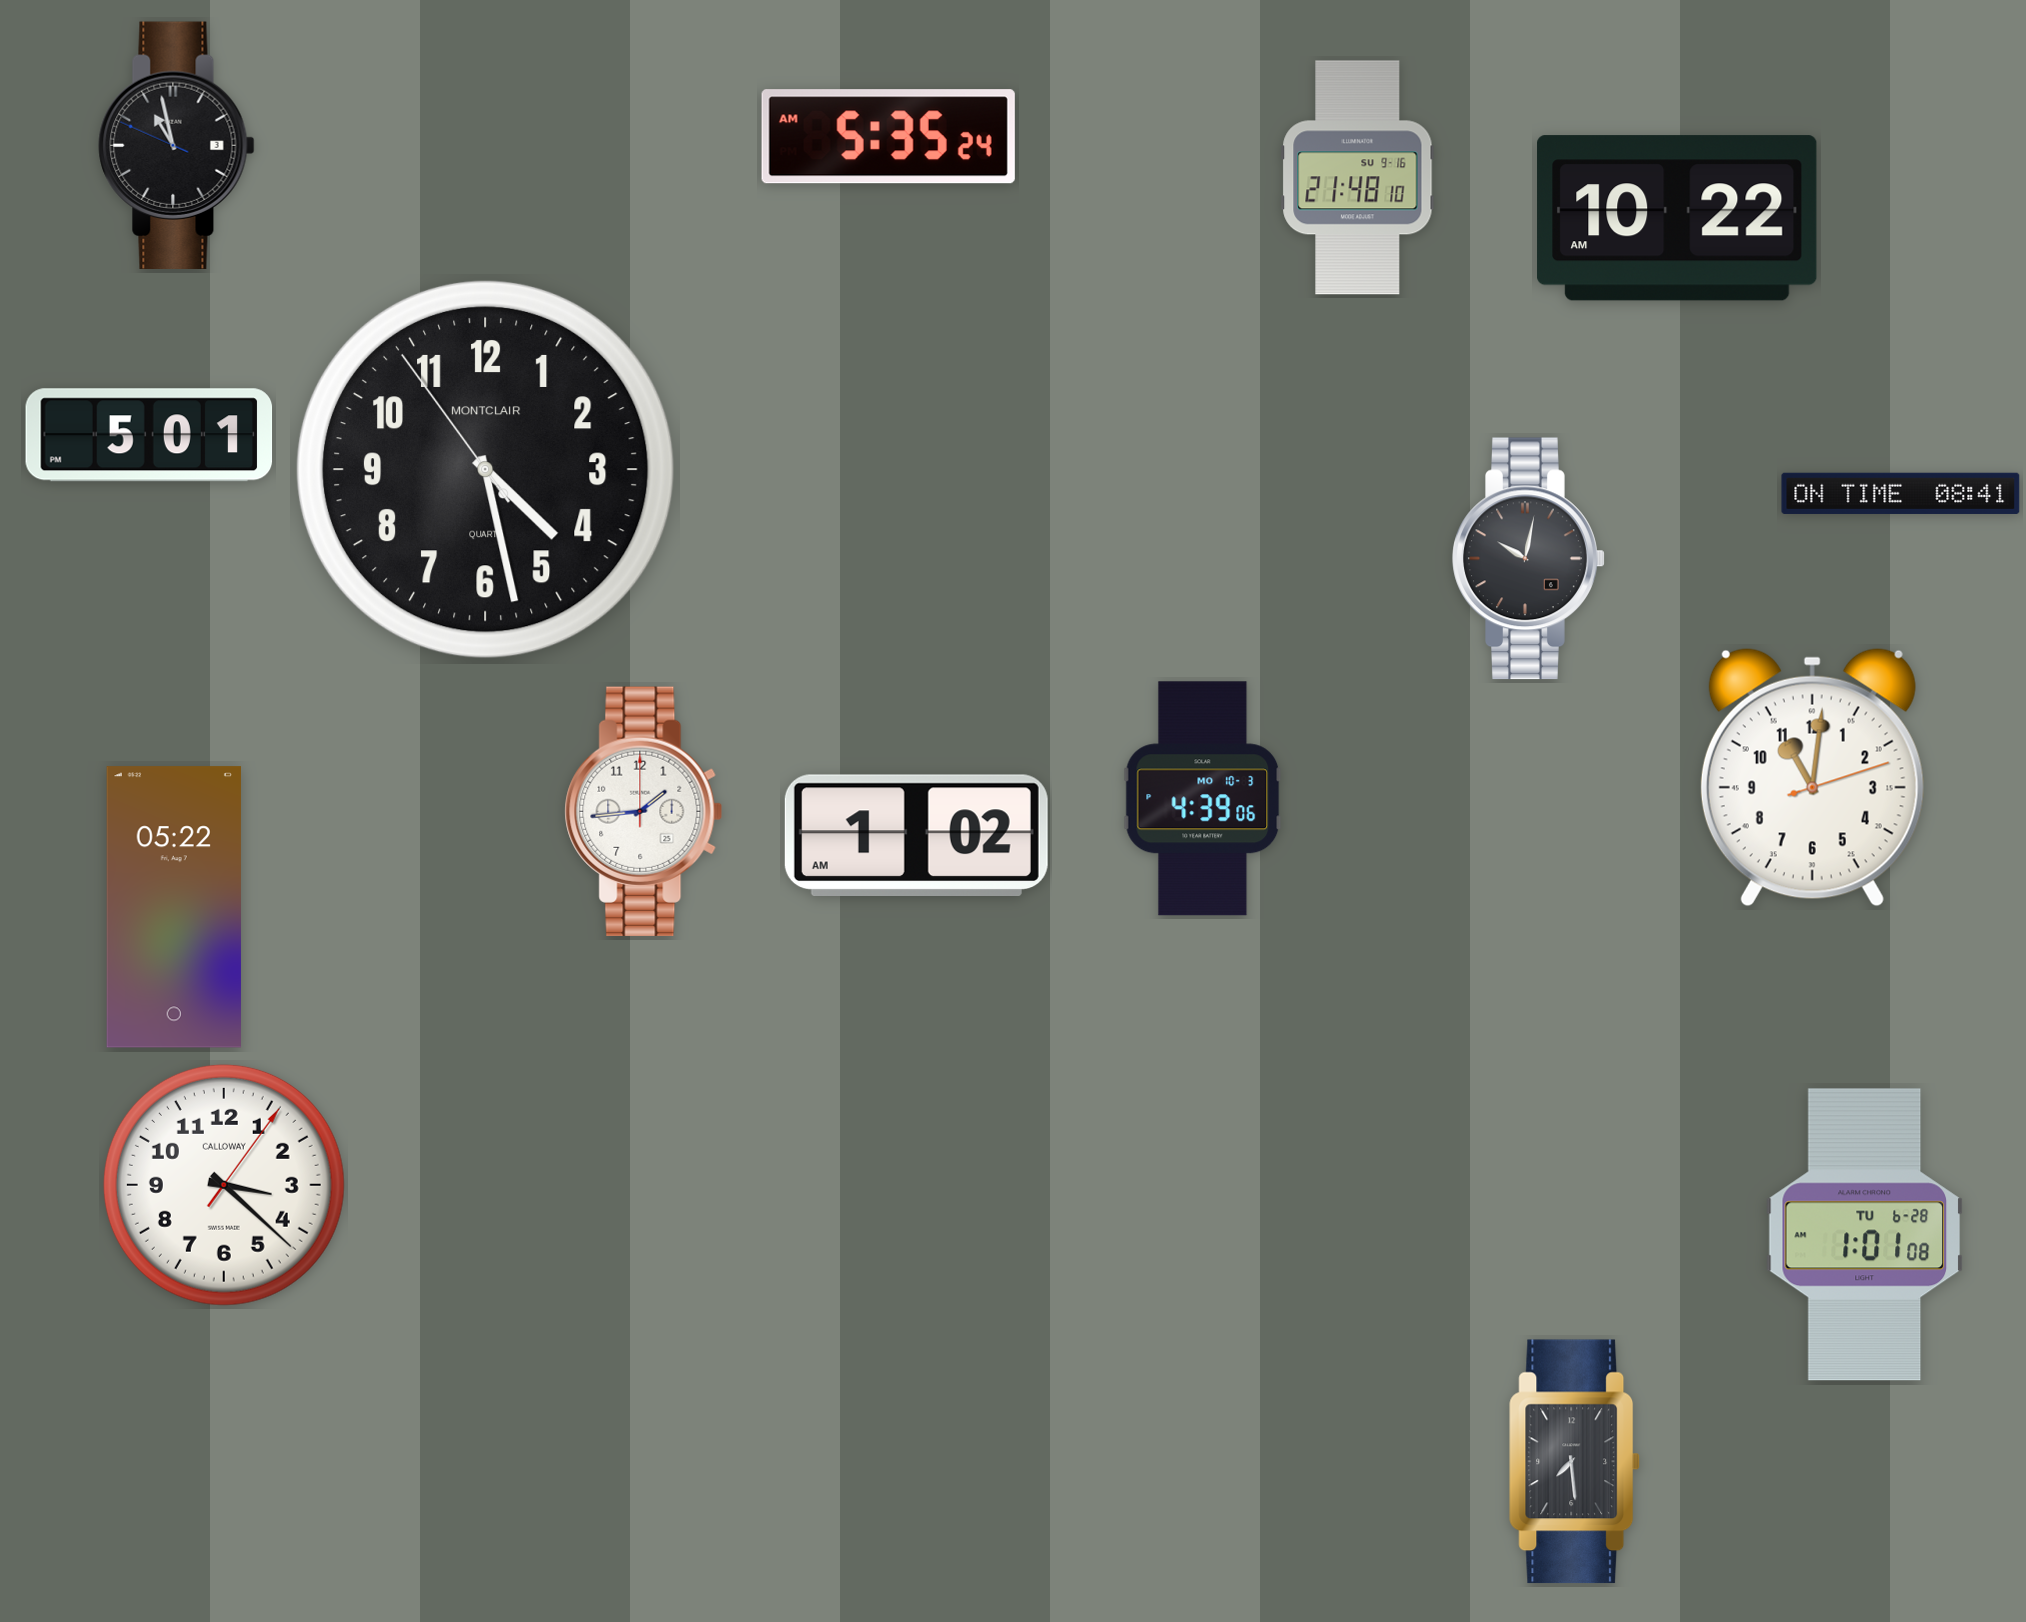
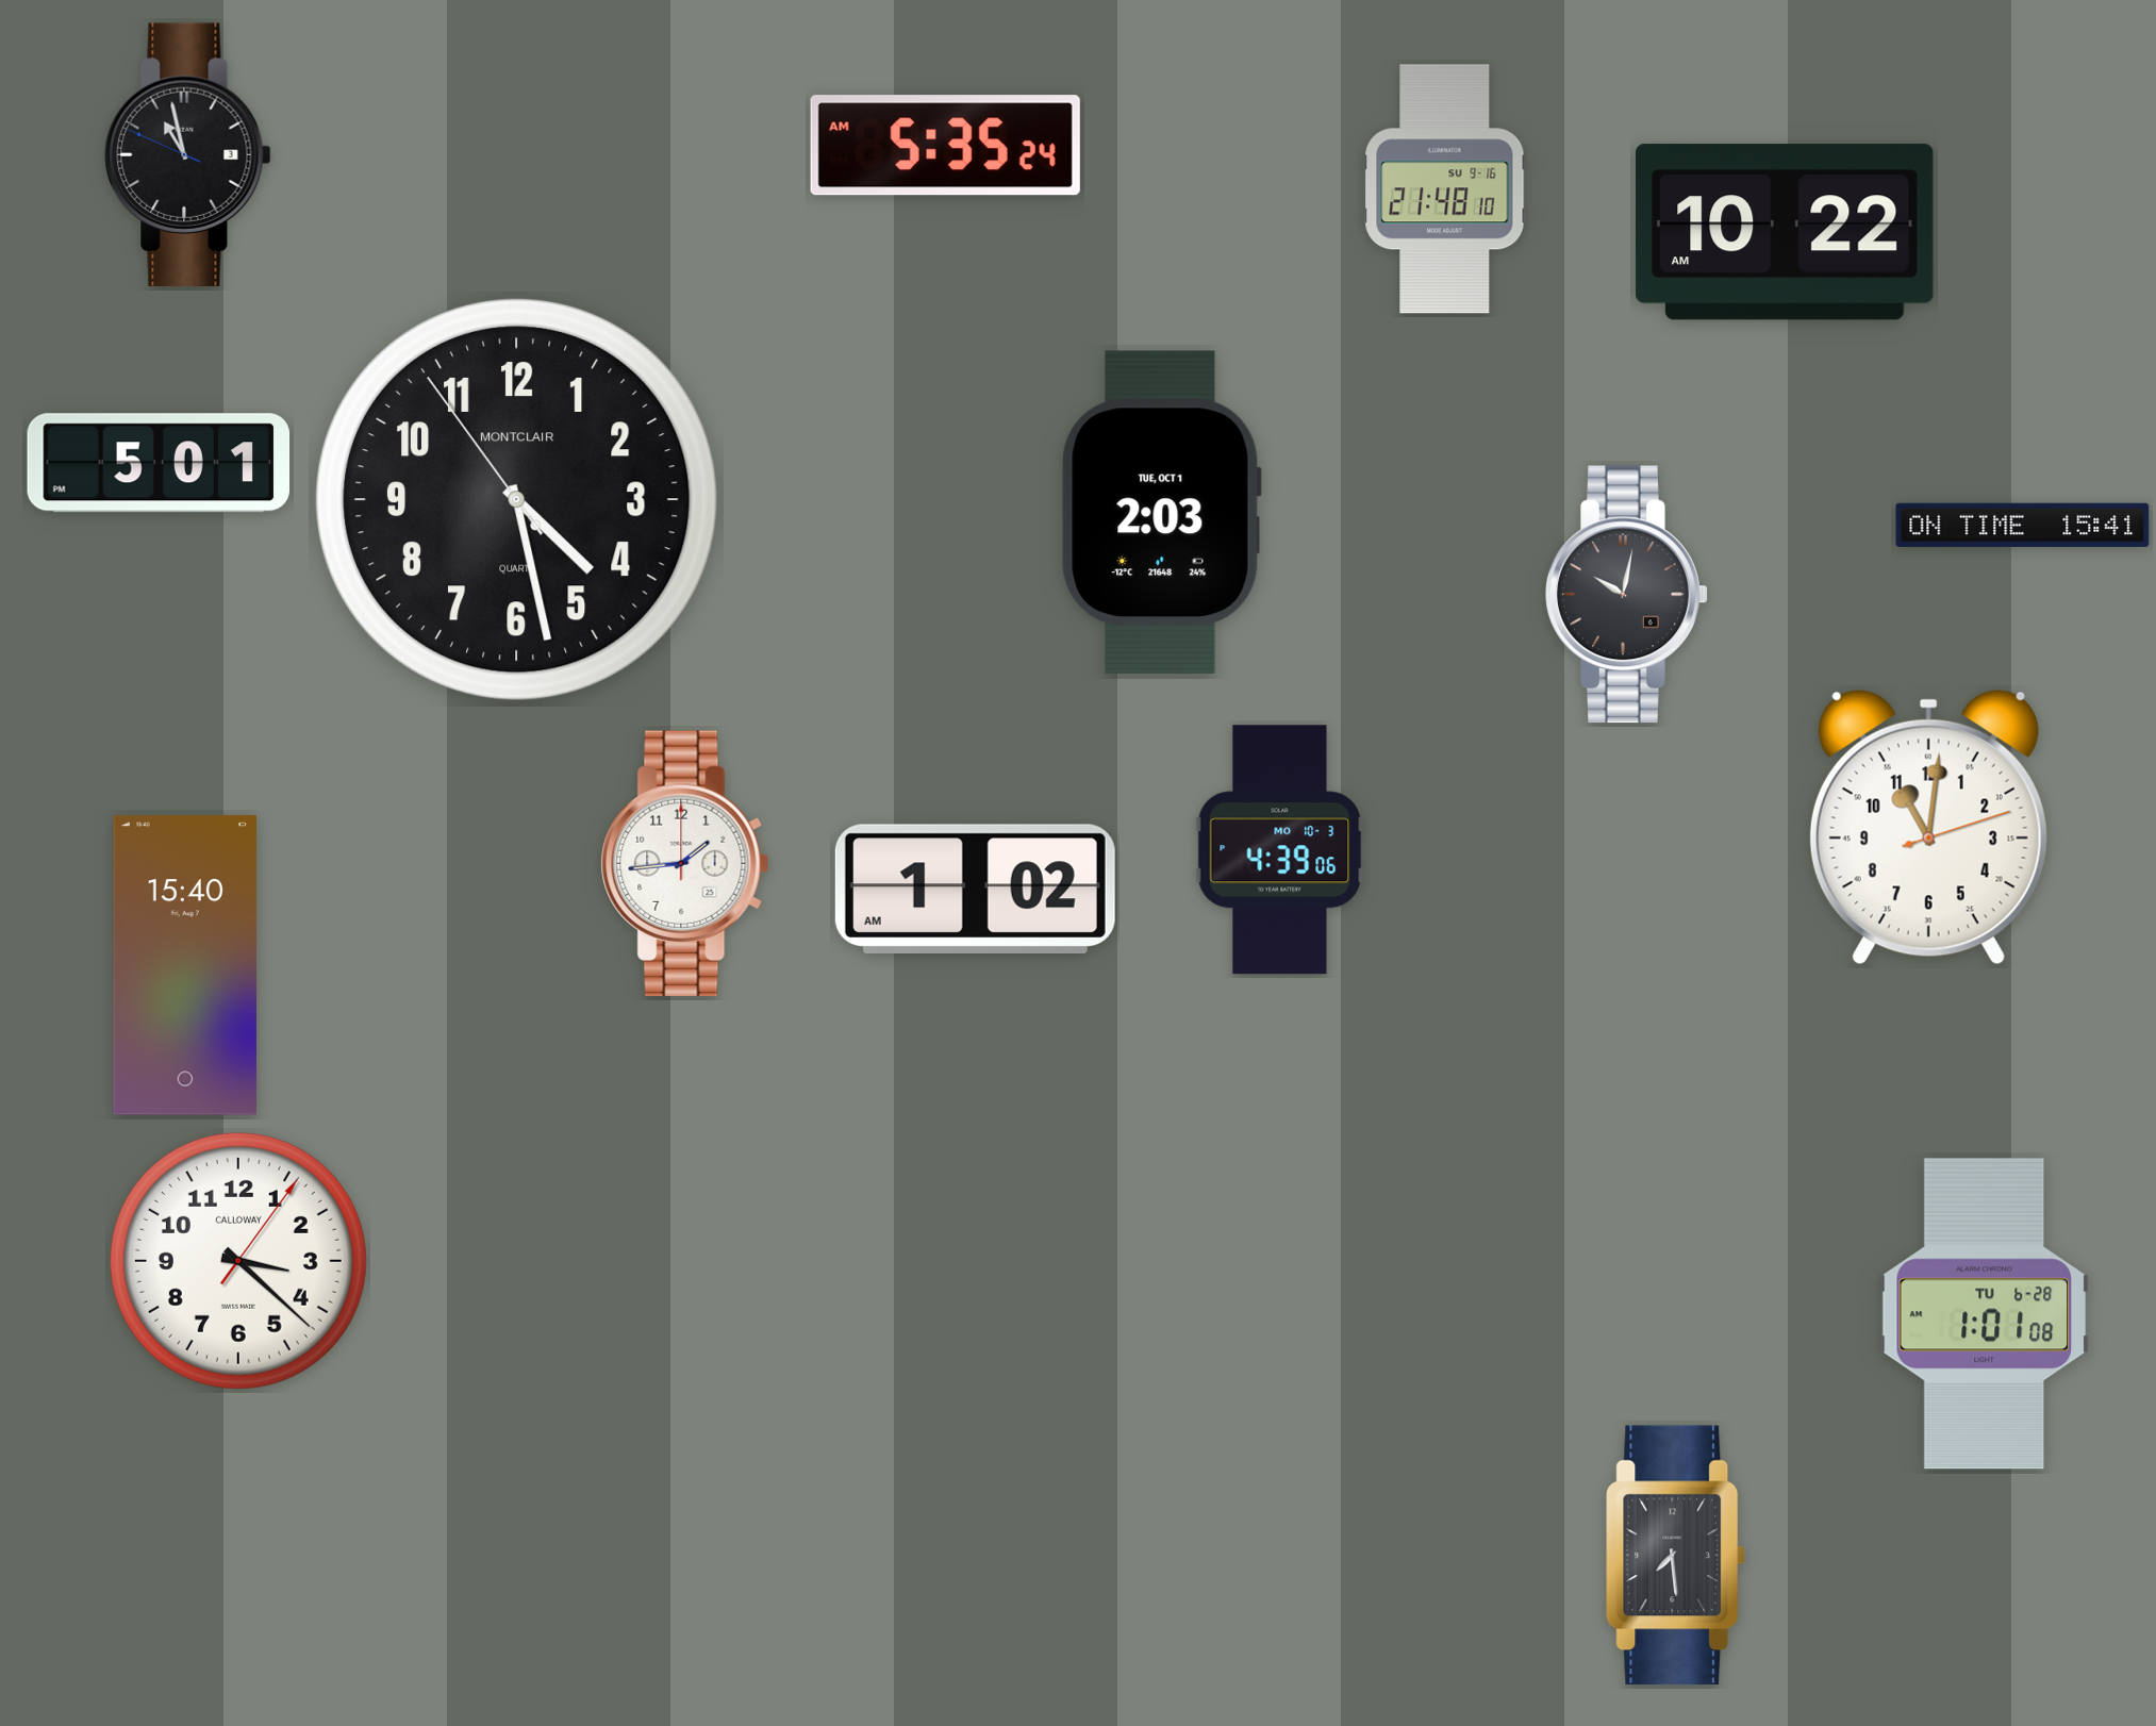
clock at (1161, 512): none -> 2:03
clock at (1901, 493): 08:41 -> 15:41
clock at (174, 907): 05:22 -> 15:40
